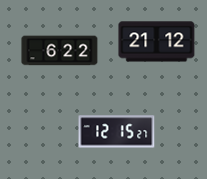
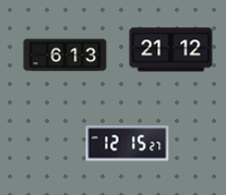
clock at (157, 42) position: (157, 42) -> (171, 50)
clock at (60, 51): 6:22 -> 6:13
